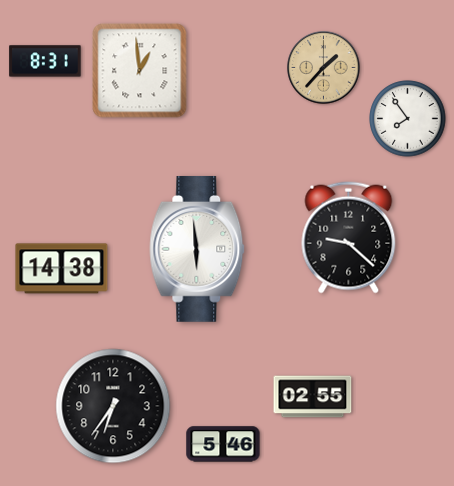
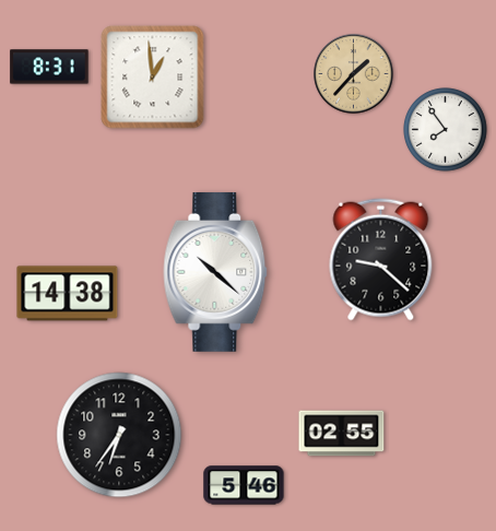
clock at (197, 249): 5:59 -> 10:22
clock at (113, 406) position: (113, 406) -> (119, 435)
